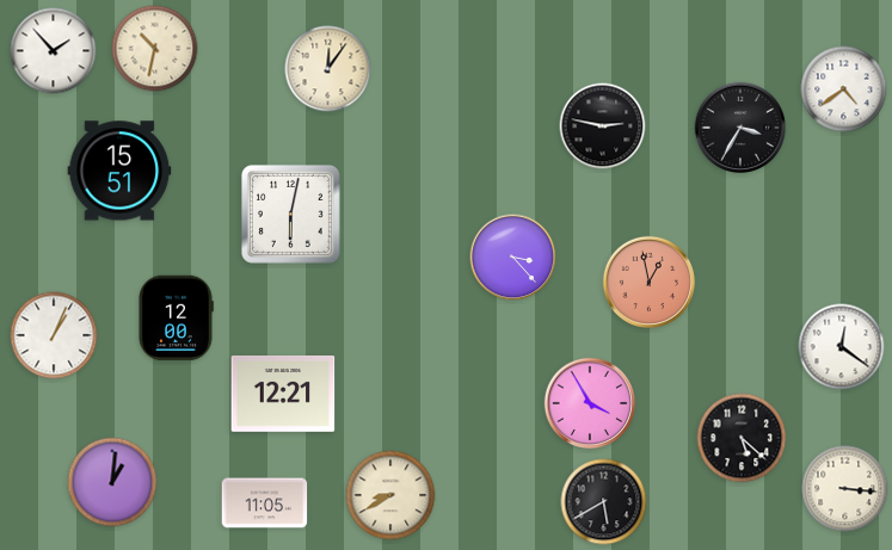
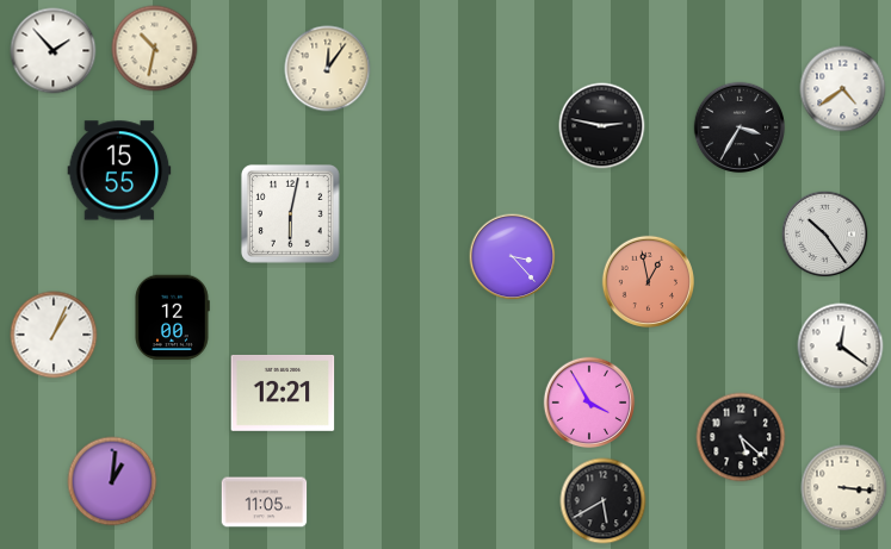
clock at (119, 171): 15:51 -> 15:55
clock at (825, 235): none -> 10:24
clock at (176, 319) position: (176, 319) -> (172, 318)
clock at (390, 495): 8:40 -> none
